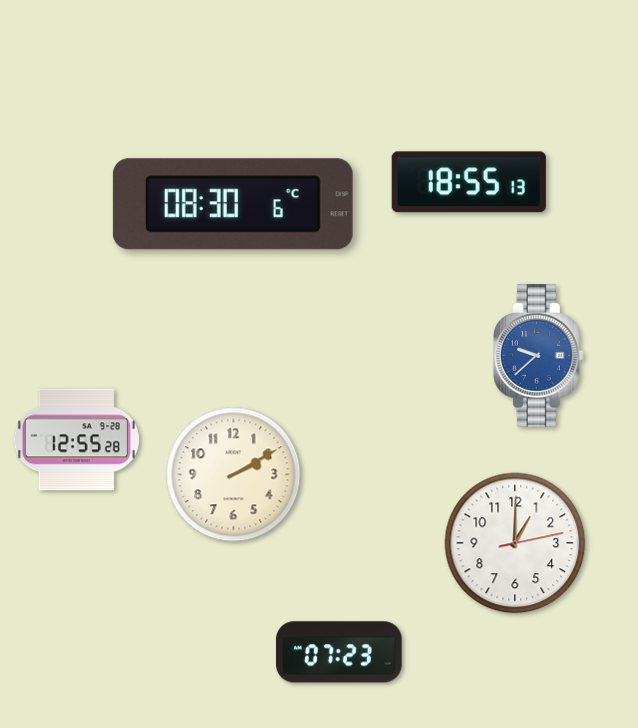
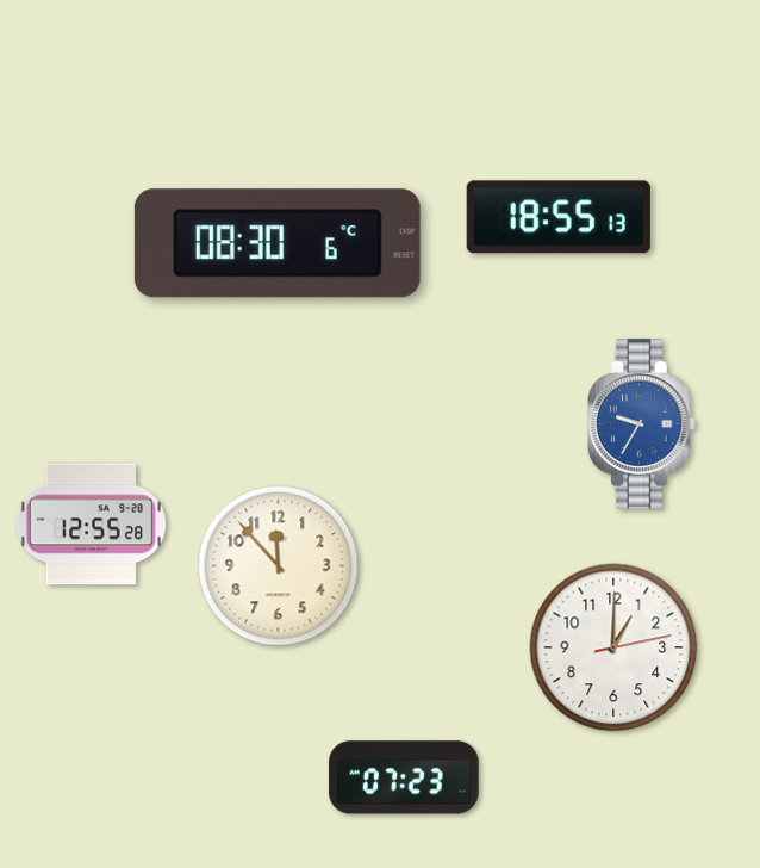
clock at (539, 356): 9:38 -> 9:35
clock at (234, 475): 2:10 -> 11:53
